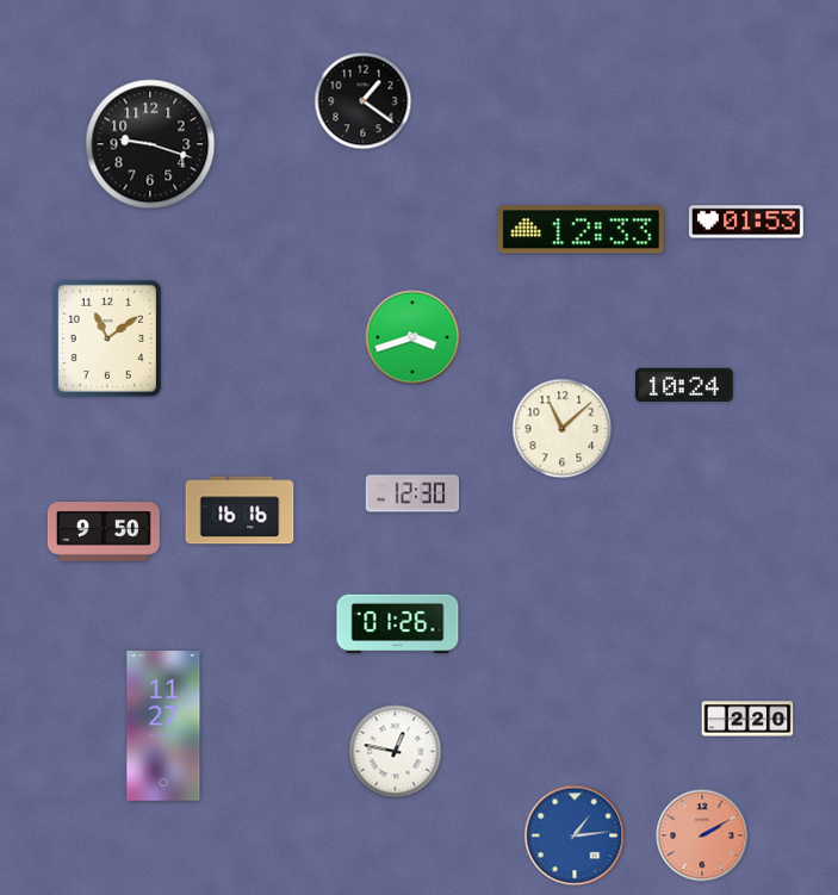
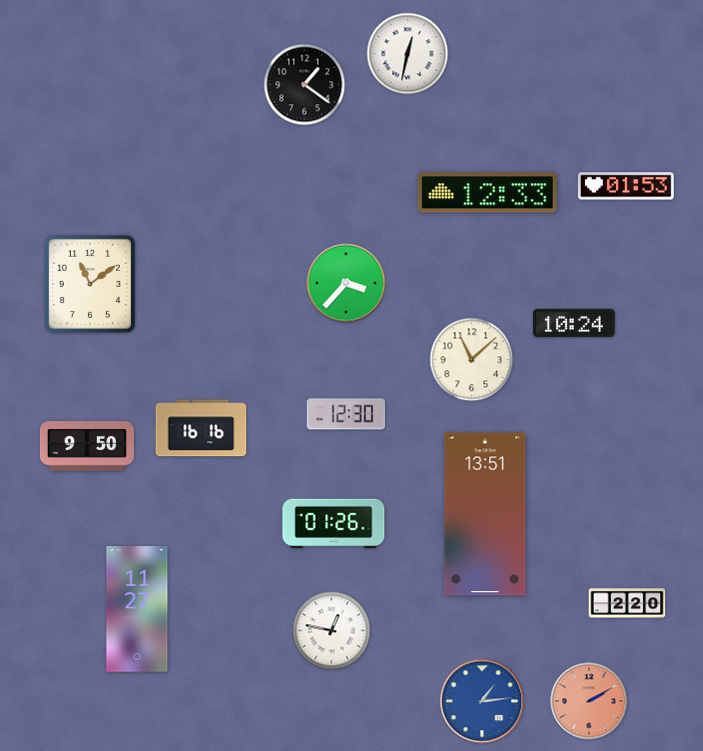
clock at (408, 54): none -> 12:32
clock at (150, 144): 9:18 -> none
clock at (412, 337): 3:42 -> 3:37
clock at (485, 514): none -> 13:51
